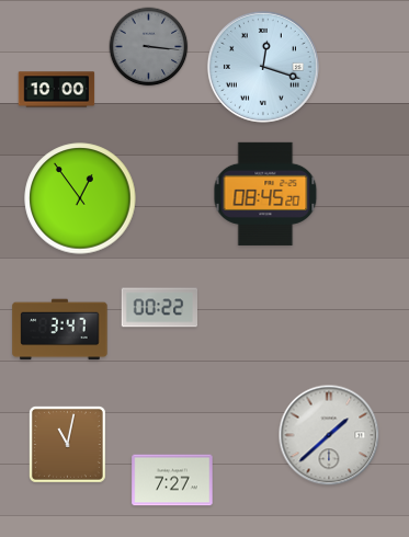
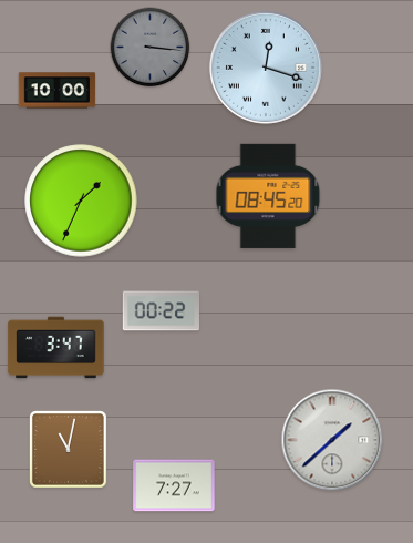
clock at (80, 198): 12:54 -> 1:34
clock at (60, 330) position: (60, 330) -> (56, 348)
